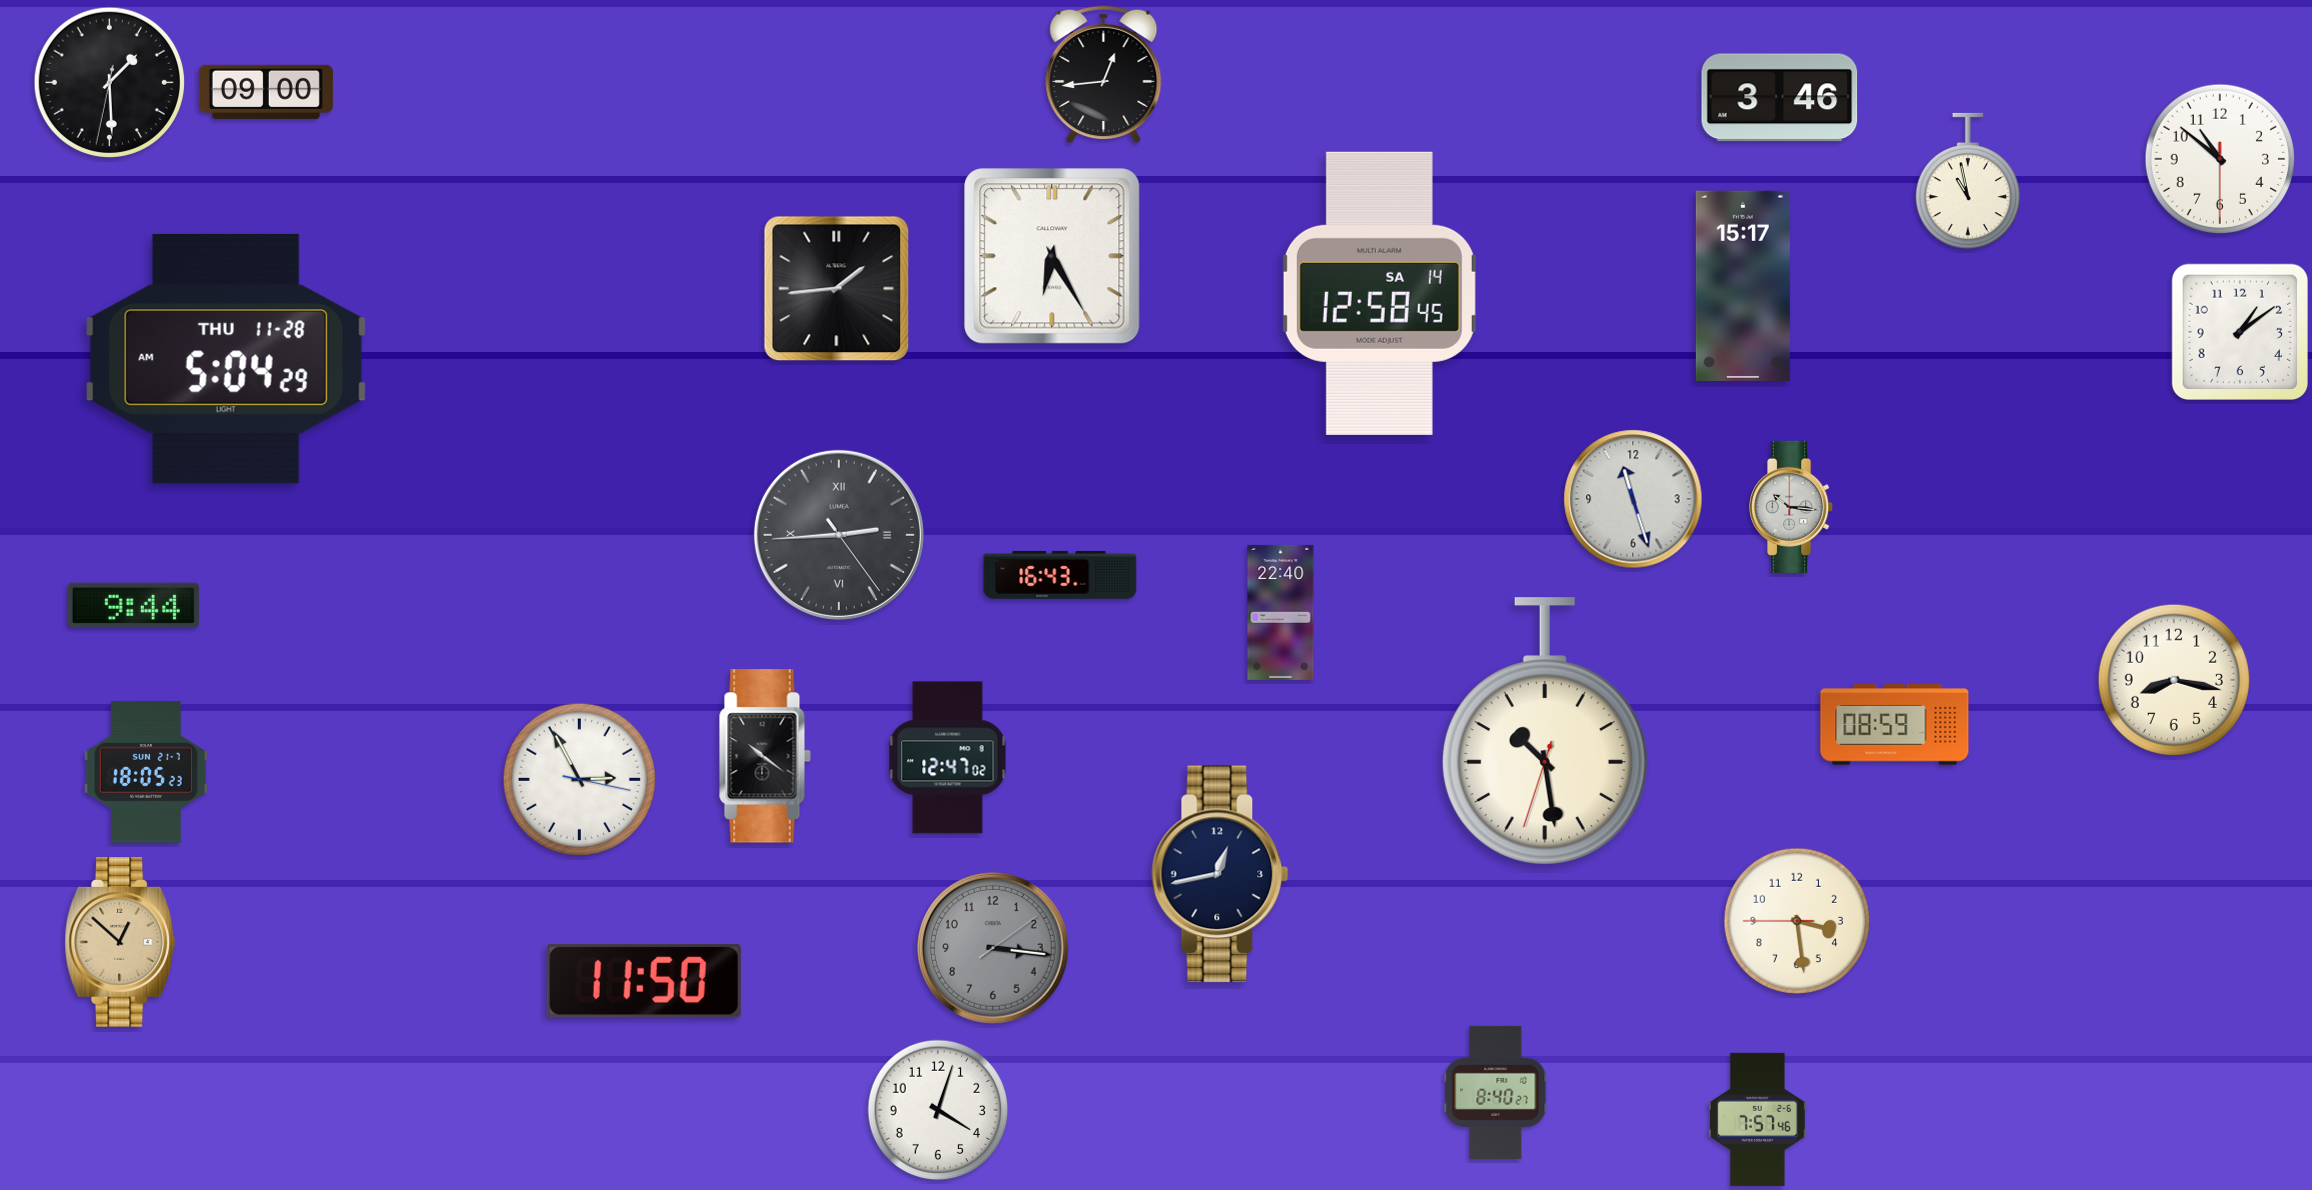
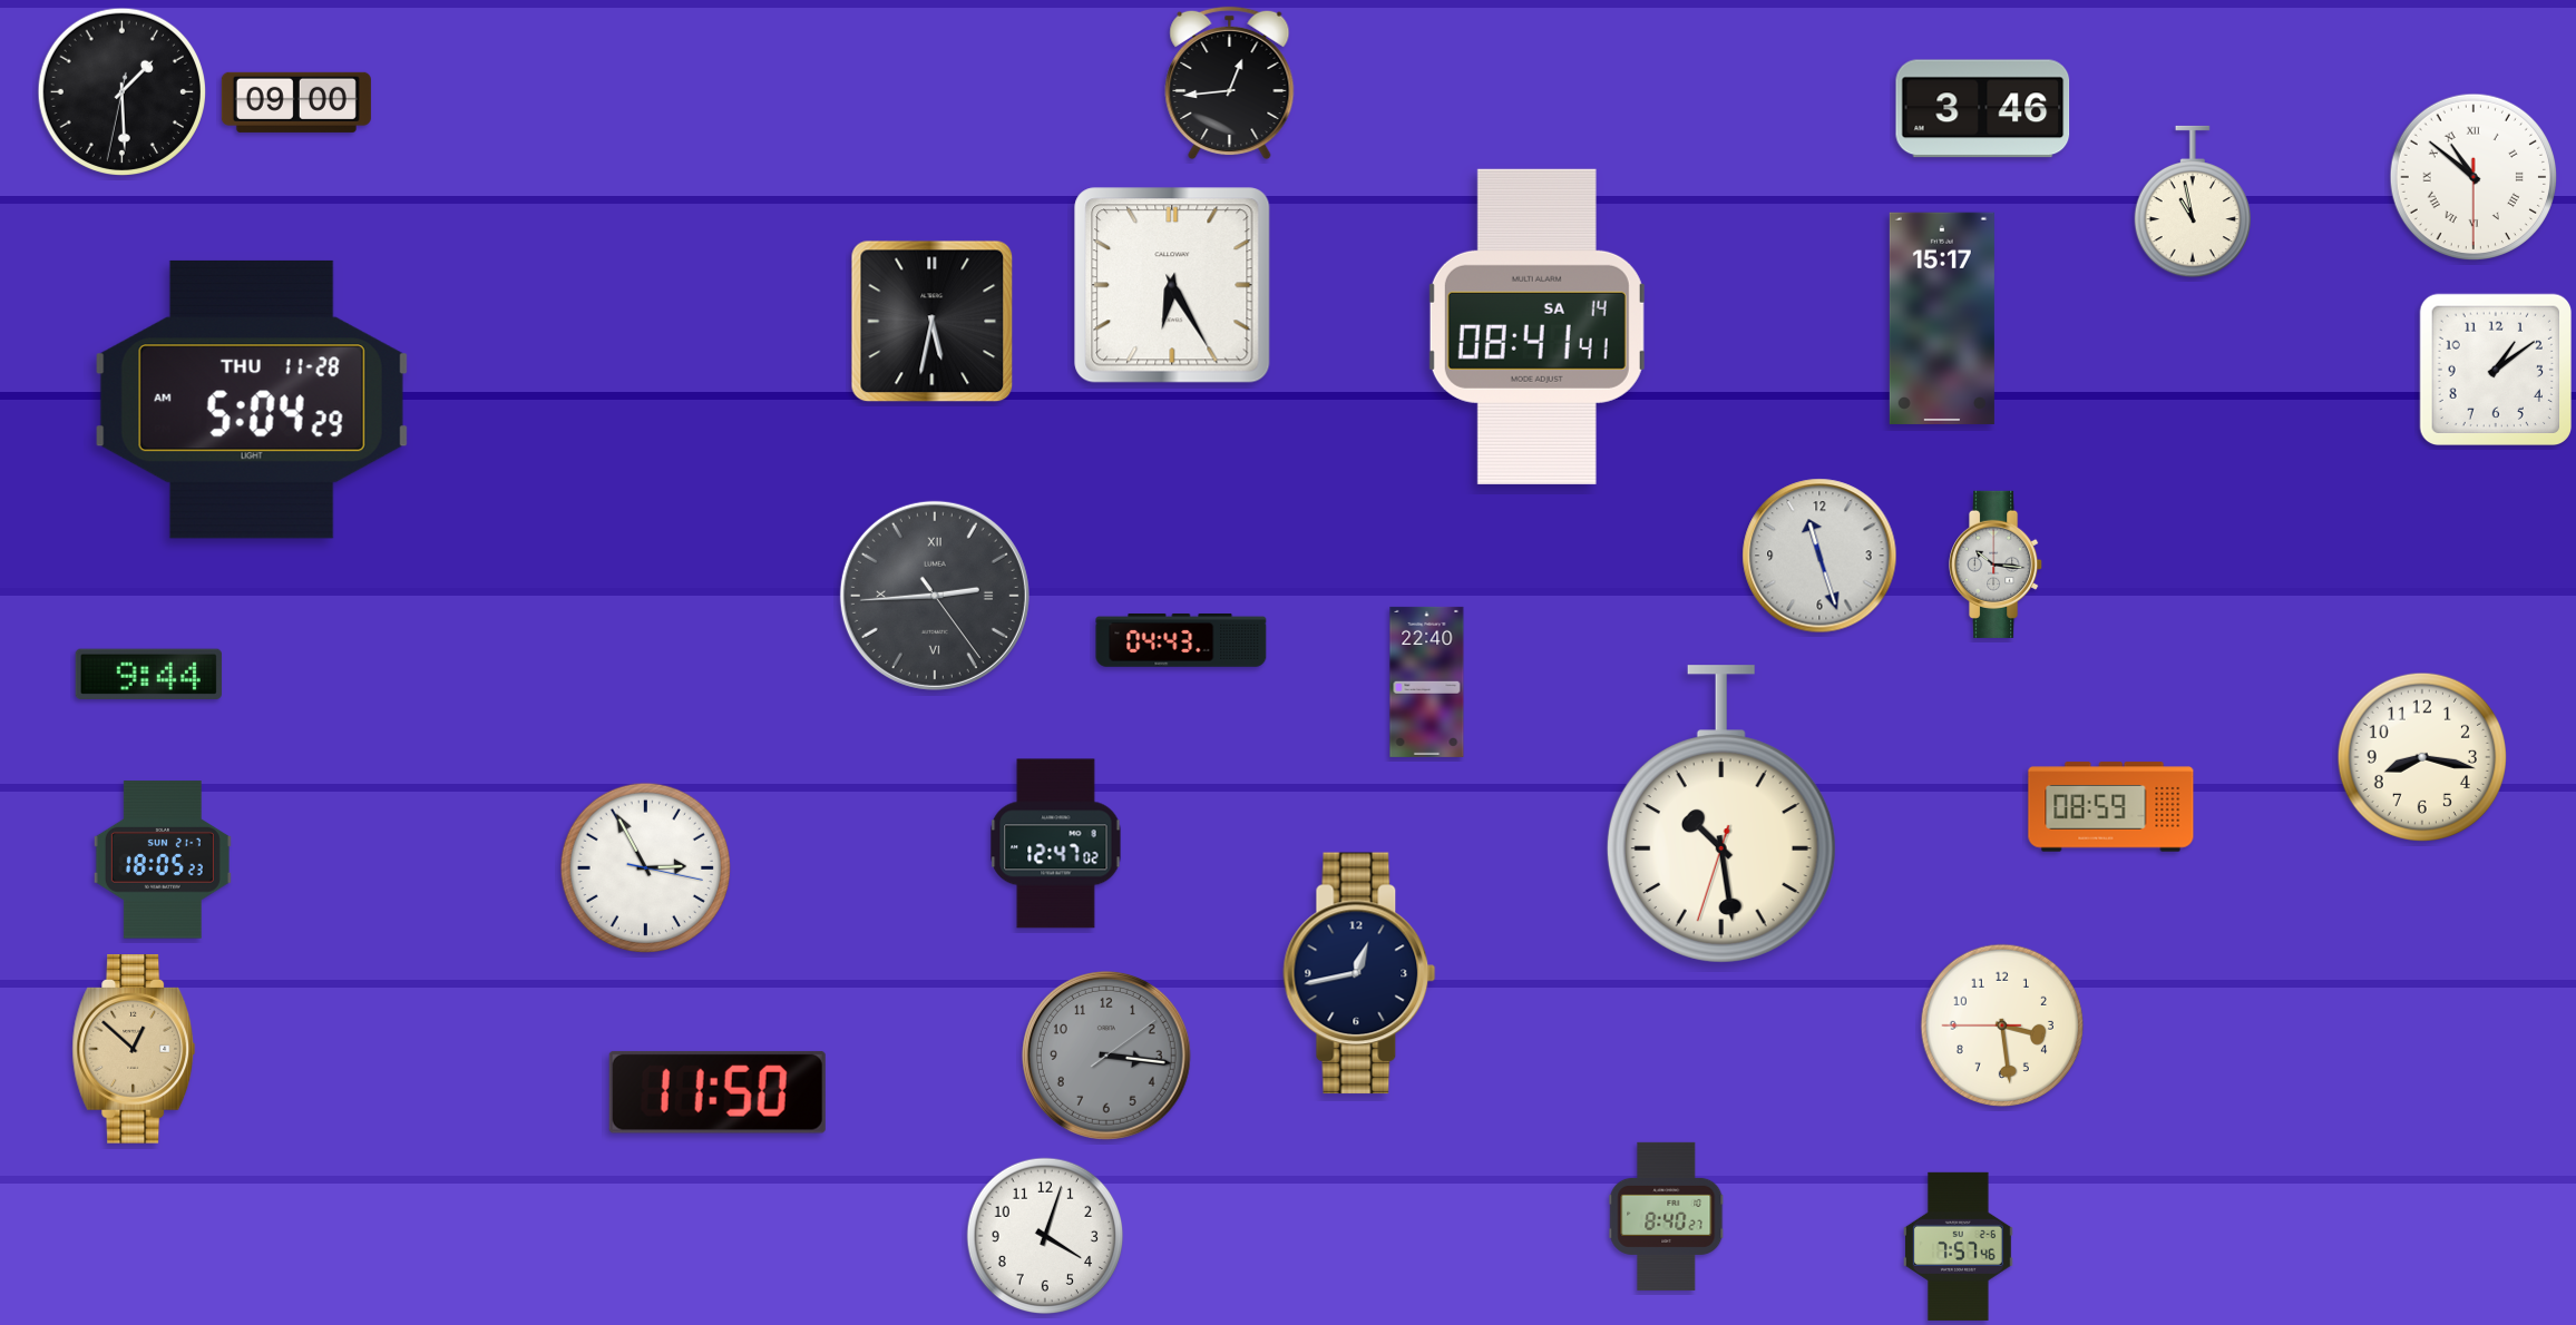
clock at (2219, 158) numerals: Arabic -> Roman
clock at (837, 289): 1:44 -> 5:32
clock at (1379, 293): 12:58 -> 08:41
clock at (1060, 575): 16:43 -> 04:43
clock at (765, 756): 10:21 -> none
